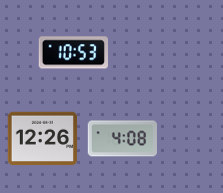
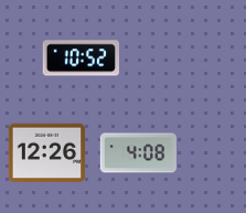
clock at (73, 53): 10:53 -> 10:52
clock at (122, 139) position: (122, 139) -> (138, 153)
